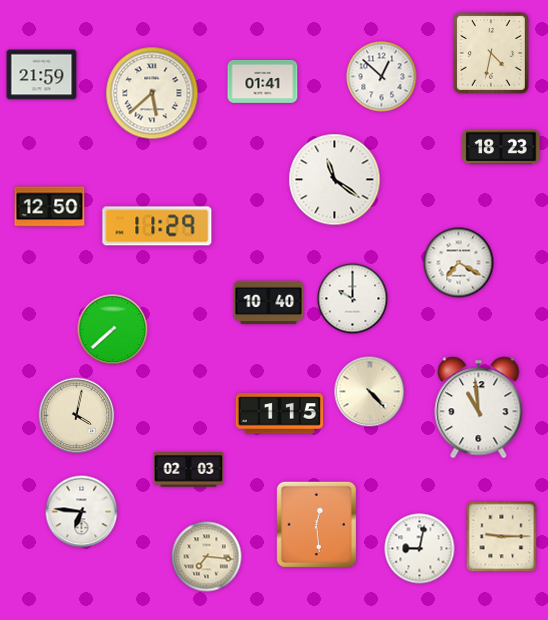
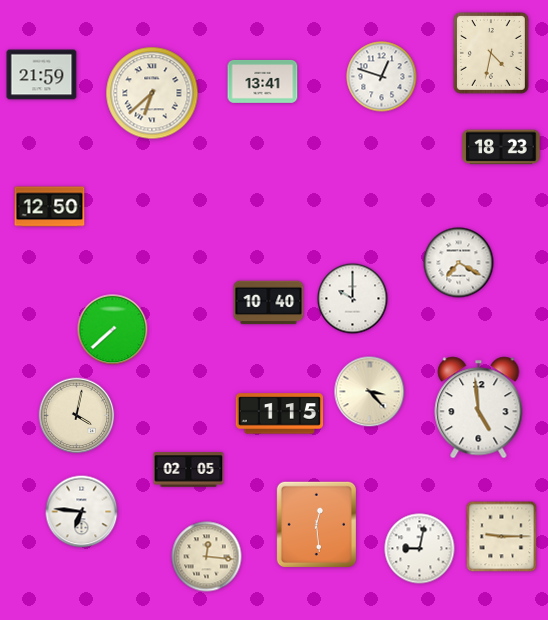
clock at (382, 77): 12:52 -> 12:48
clock at (263, 82): 01:41 -> 13:41
clock at (152, 93): 5:38 -> 6:38
clock at (335, 180): 11:21 -> none
clock at (157, 226): 11:29 -> none
clock at (370, 392): 4:23 -> 3:23
clock at (479, 408): 10:59 -> 4:59
clock at (189, 470): 02:03 -> 02:05
clock at (207, 557): 7:16 -> 12:16
